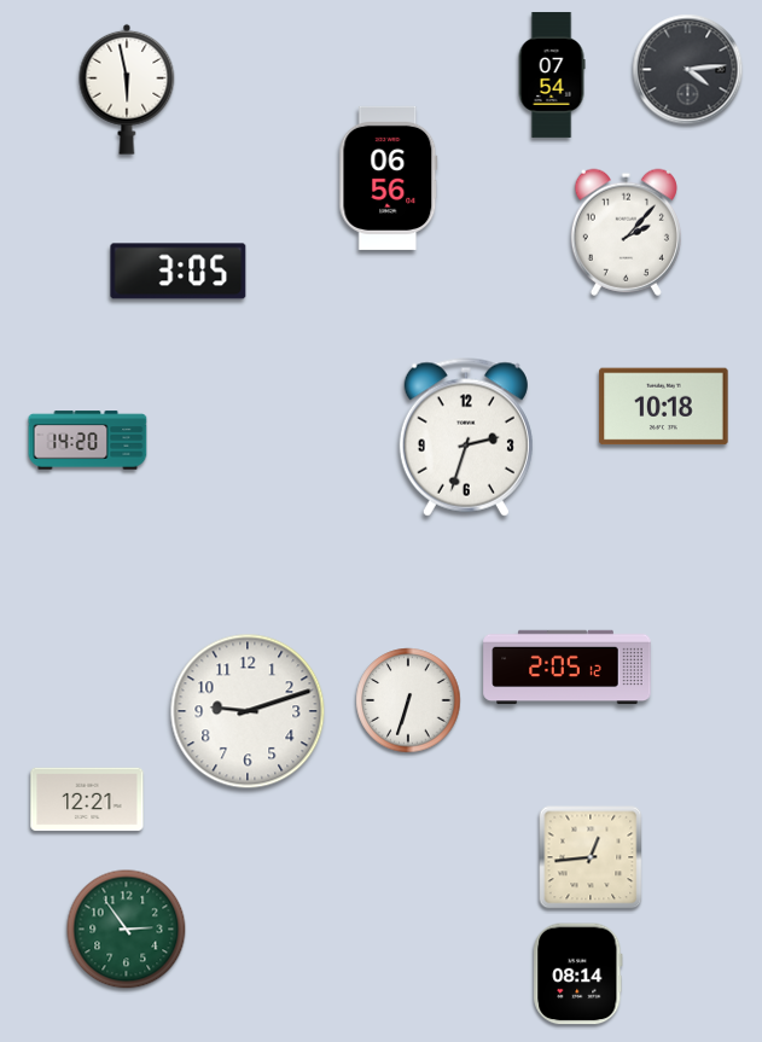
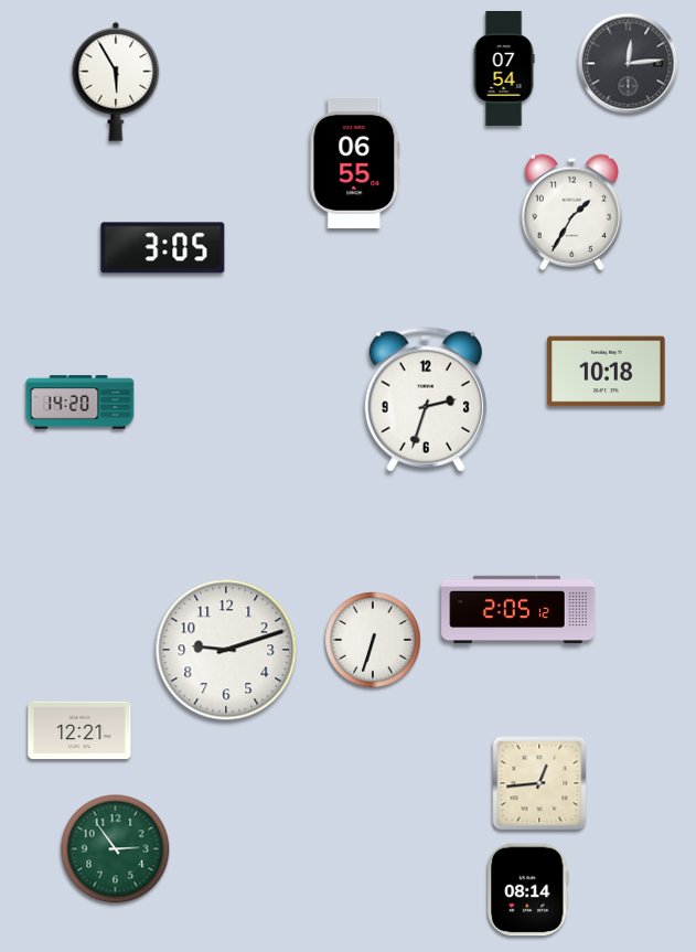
clock at (688, 70): 4:14 -> 12:14
clock at (127, 89): 5:58 -> 5:55
clock at (389, 177): 06:56 -> 06:55
clock at (626, 232): 2:07 -> 1:35
